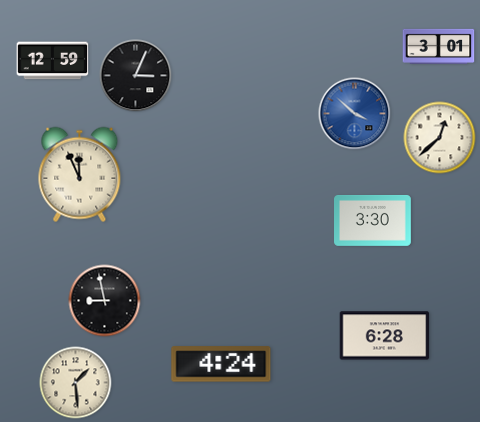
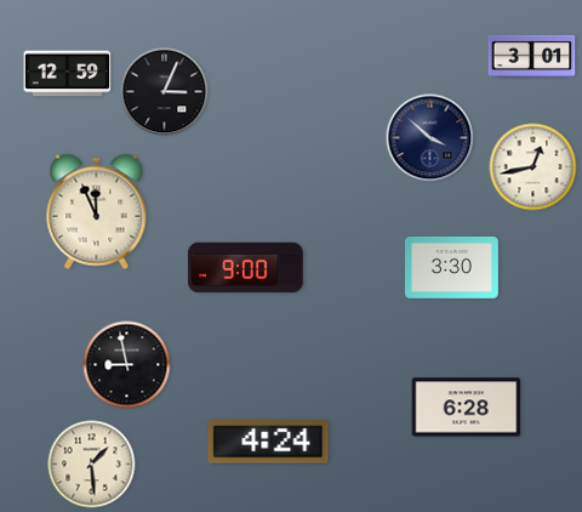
clock at (53, 61) position: (53, 61) -> (68, 74)
clock at (355, 114) dial: blue -> navy
clock at (440, 138): 12:38 -> 12:43
clock at (246, 268): none -> 9:00
